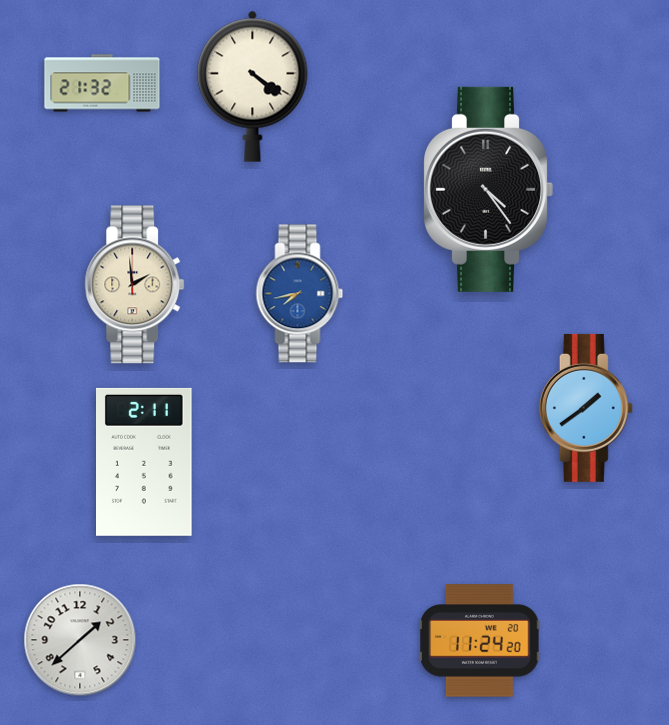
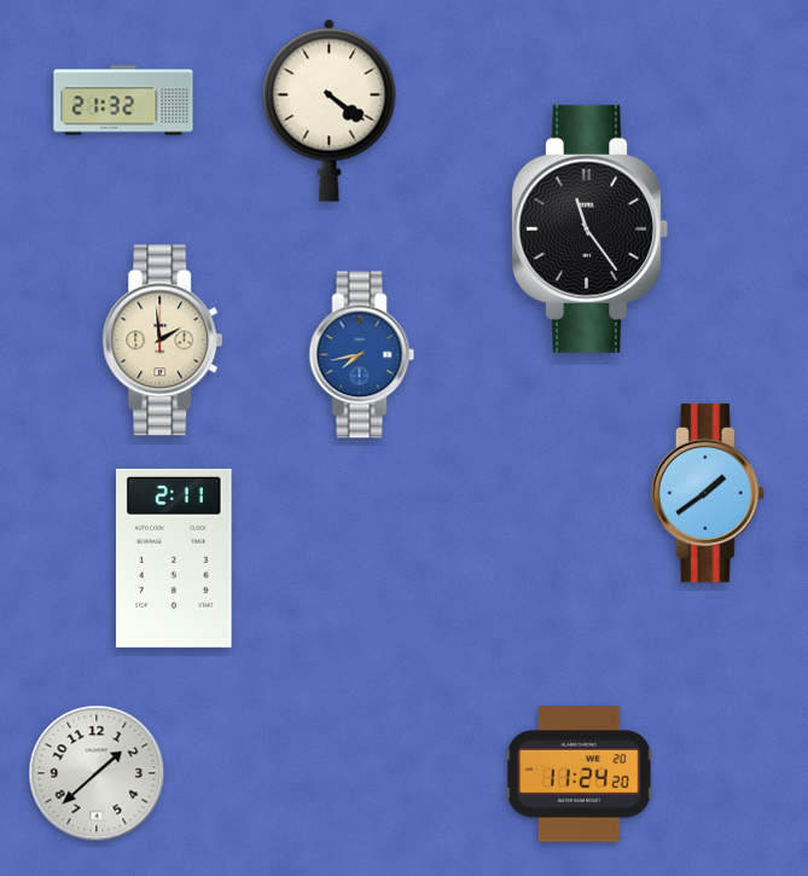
clock at (253, 86) position: (253, 86) -> (330, 110)
clock at (488, 189): 4:24 -> 11:24
clock at (135, 285) position: (135, 285) -> (163, 341)
